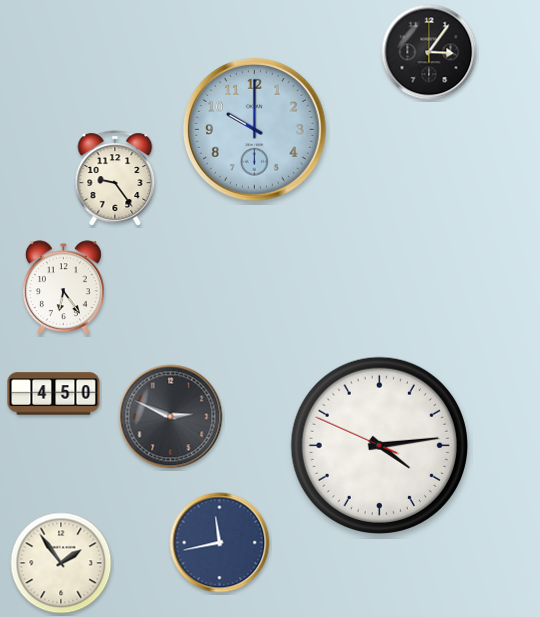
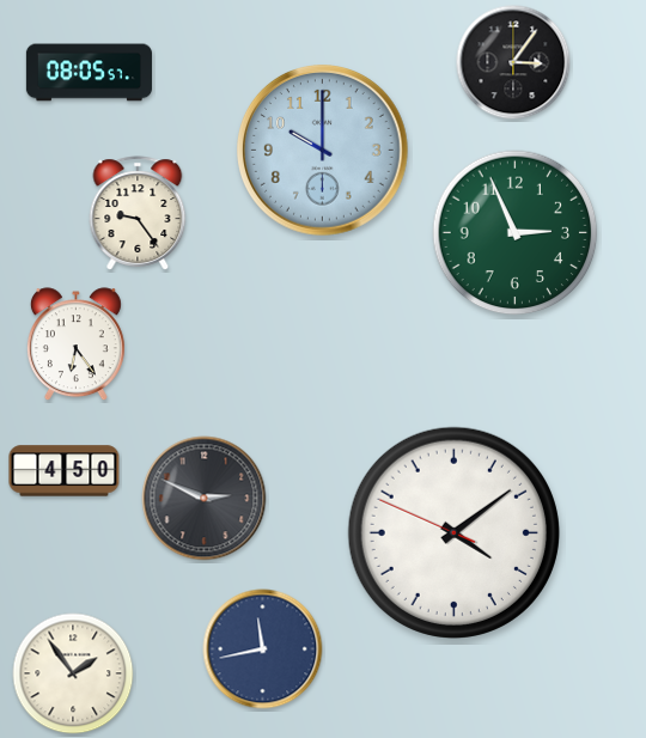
clock at (89, 73): none -> 08:05
clock at (255, 130) position: (255, 130) -> (323, 151)
clock at (516, 233): none -> 2:56
clock at (379, 445): 4:13 -> 4:08
